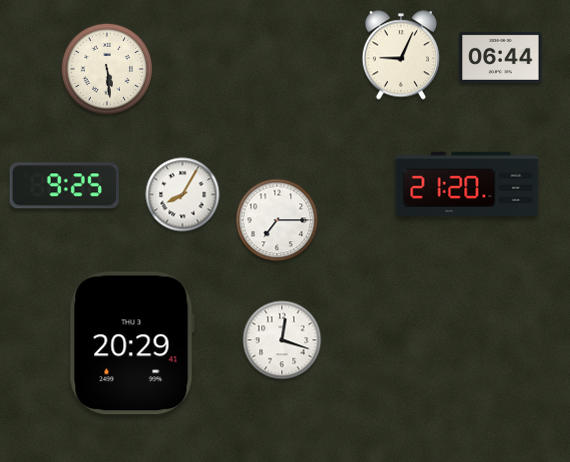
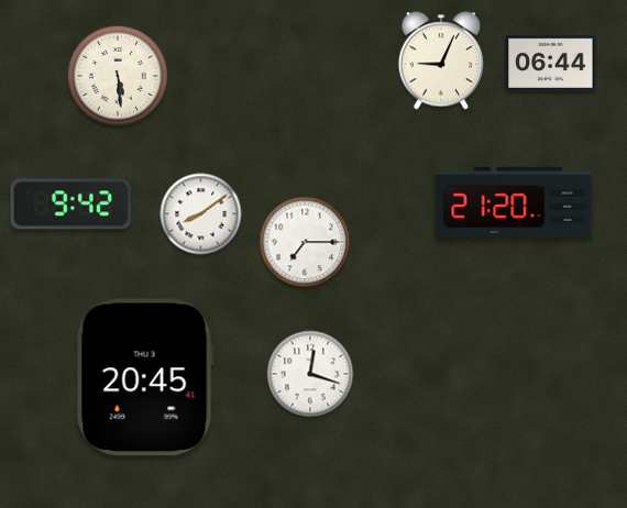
clock at (65, 186): 9:25 -> 9:42
clock at (183, 195): 8:05 -> 8:09
clock at (132, 343): 20:29 -> 20:45
